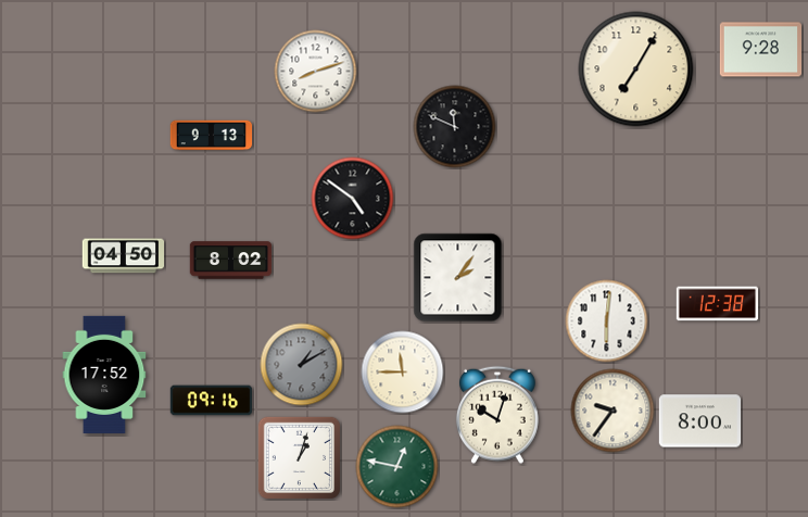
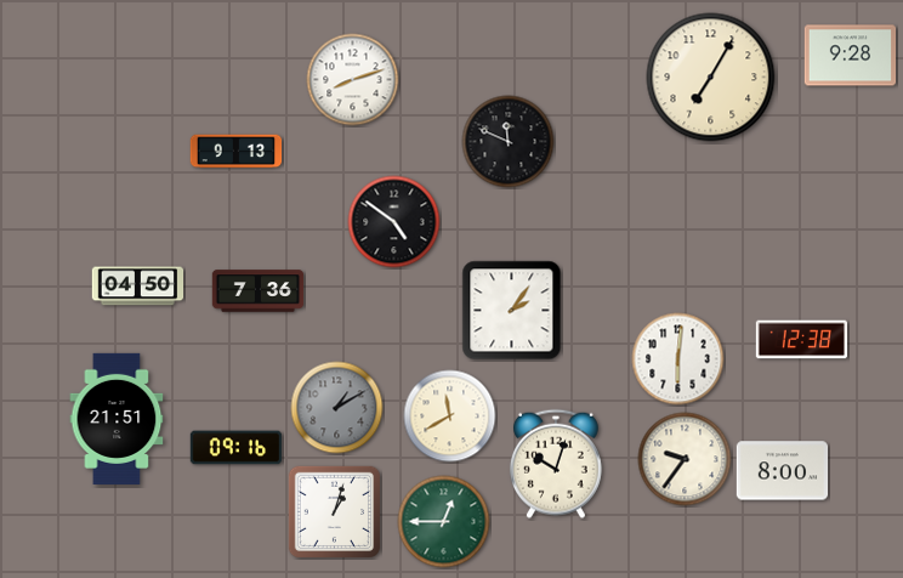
clock at (231, 261): 8:02 -> 7:36
clock at (403, 373): 11:45 -> 11:40
clock at (104, 375): 17:52 -> 21:51
clock at (397, 467): 12:47 -> 12:45
